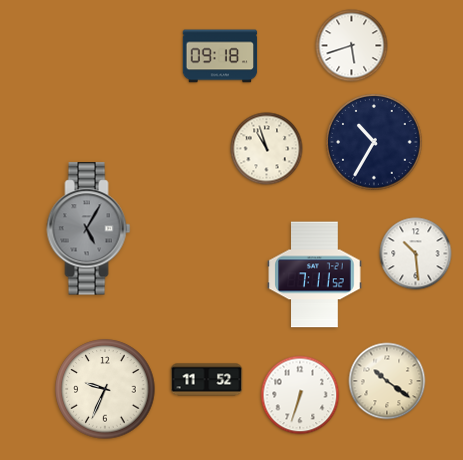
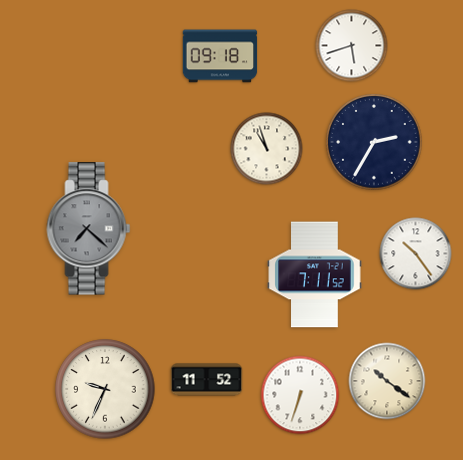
clock at (374, 142): 10:35 -> 2:35
clock at (89, 229): 5:05 -> 7:22
clock at (416, 254): 10:29 -> 10:24
